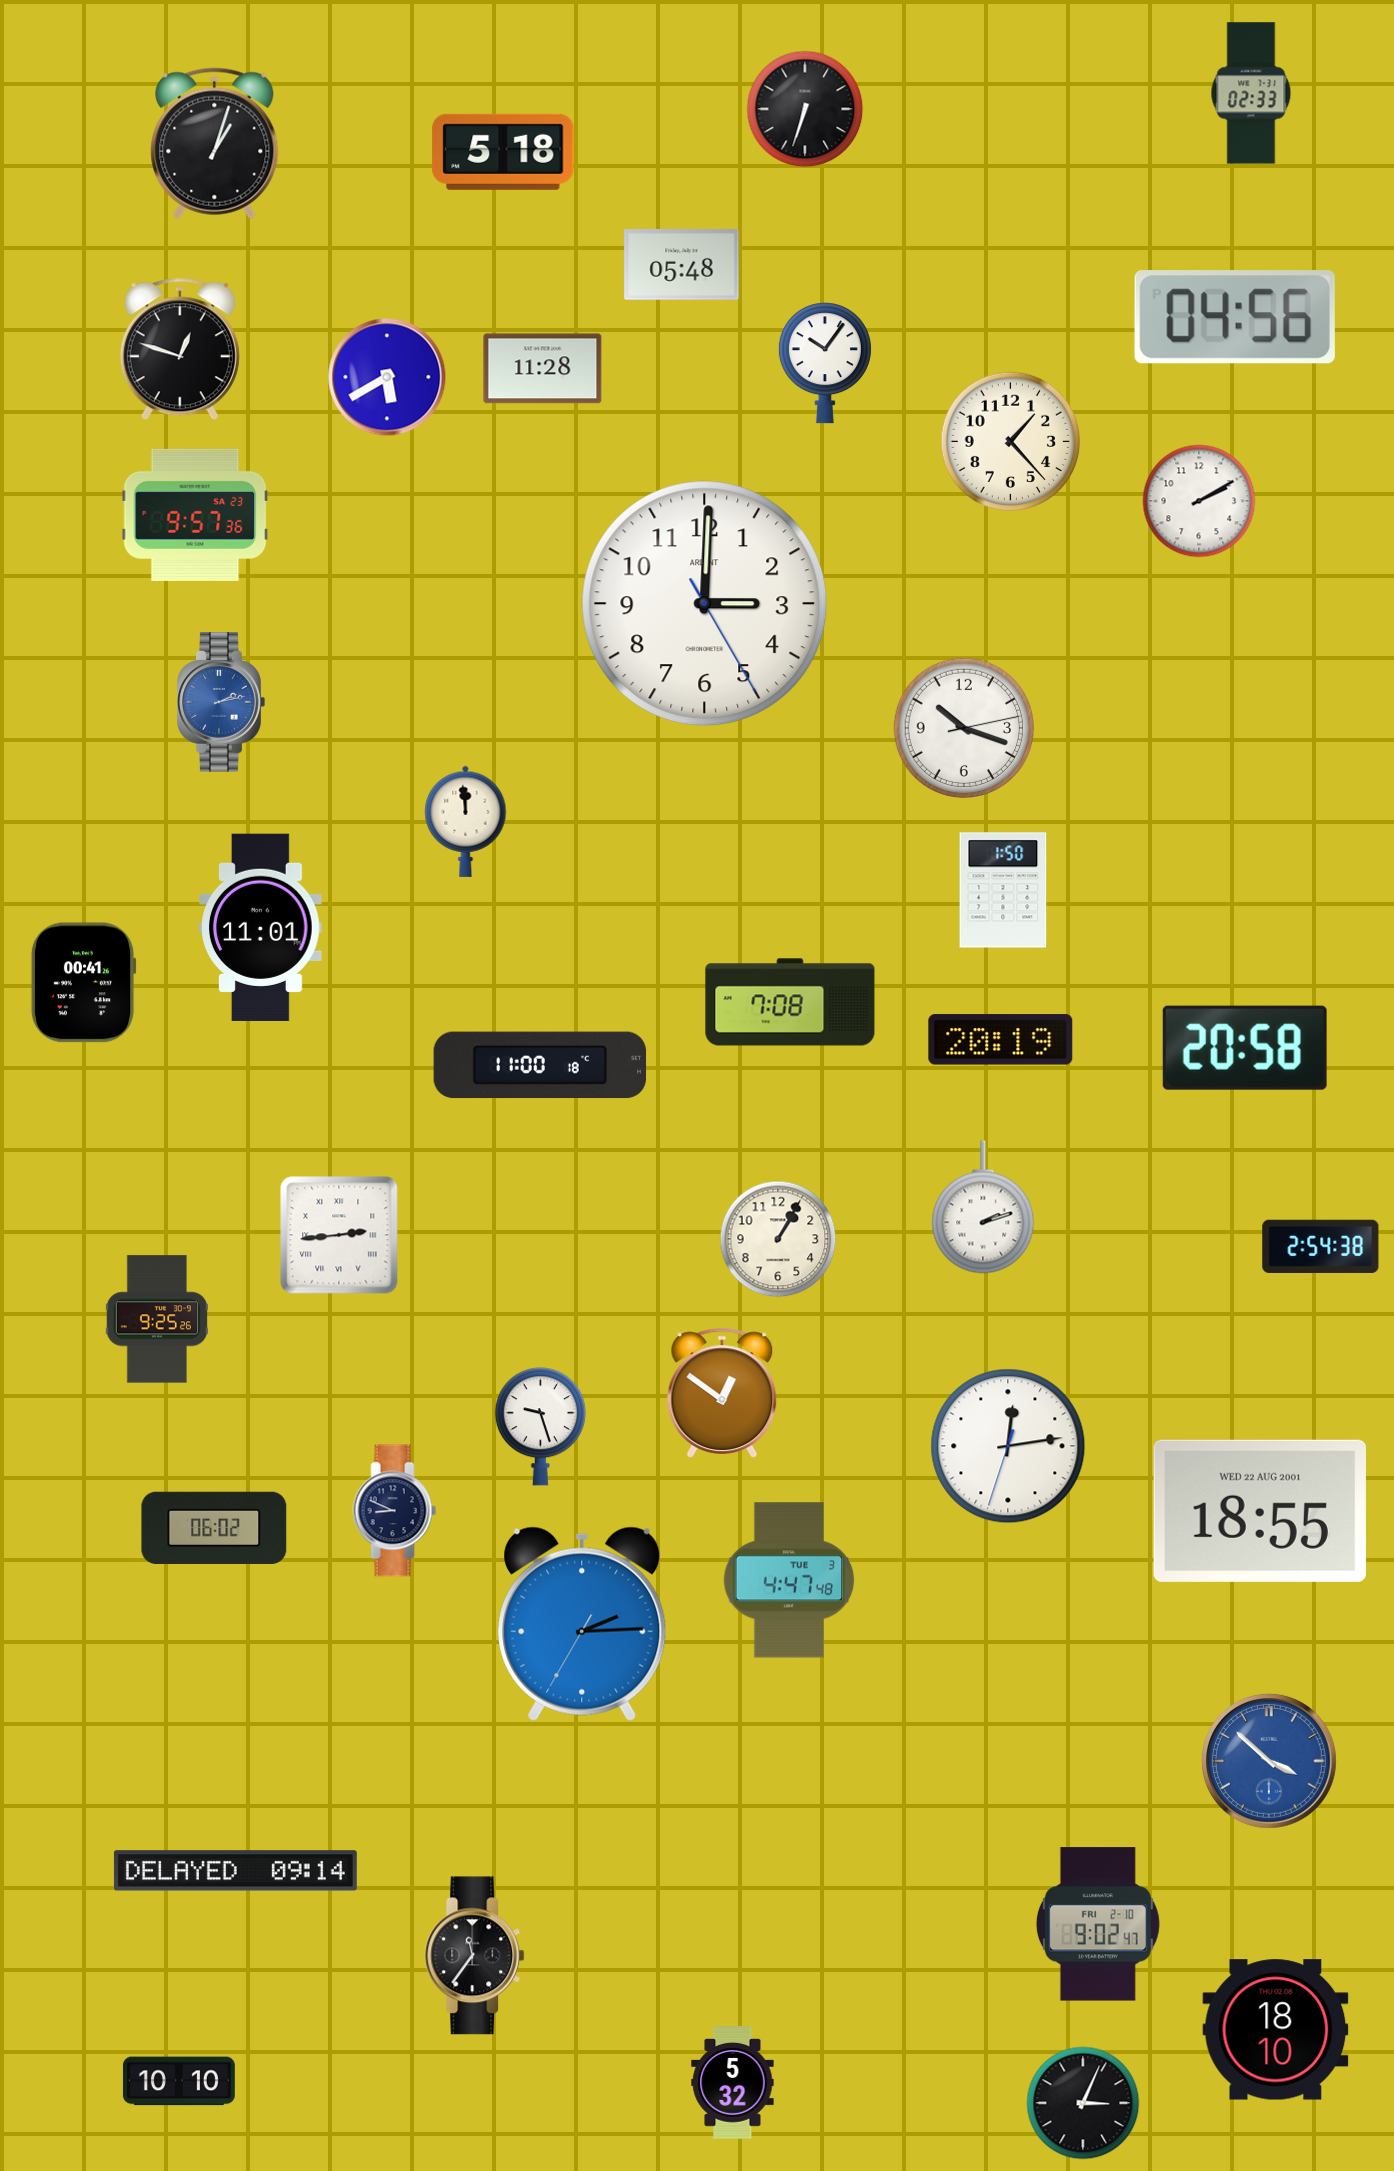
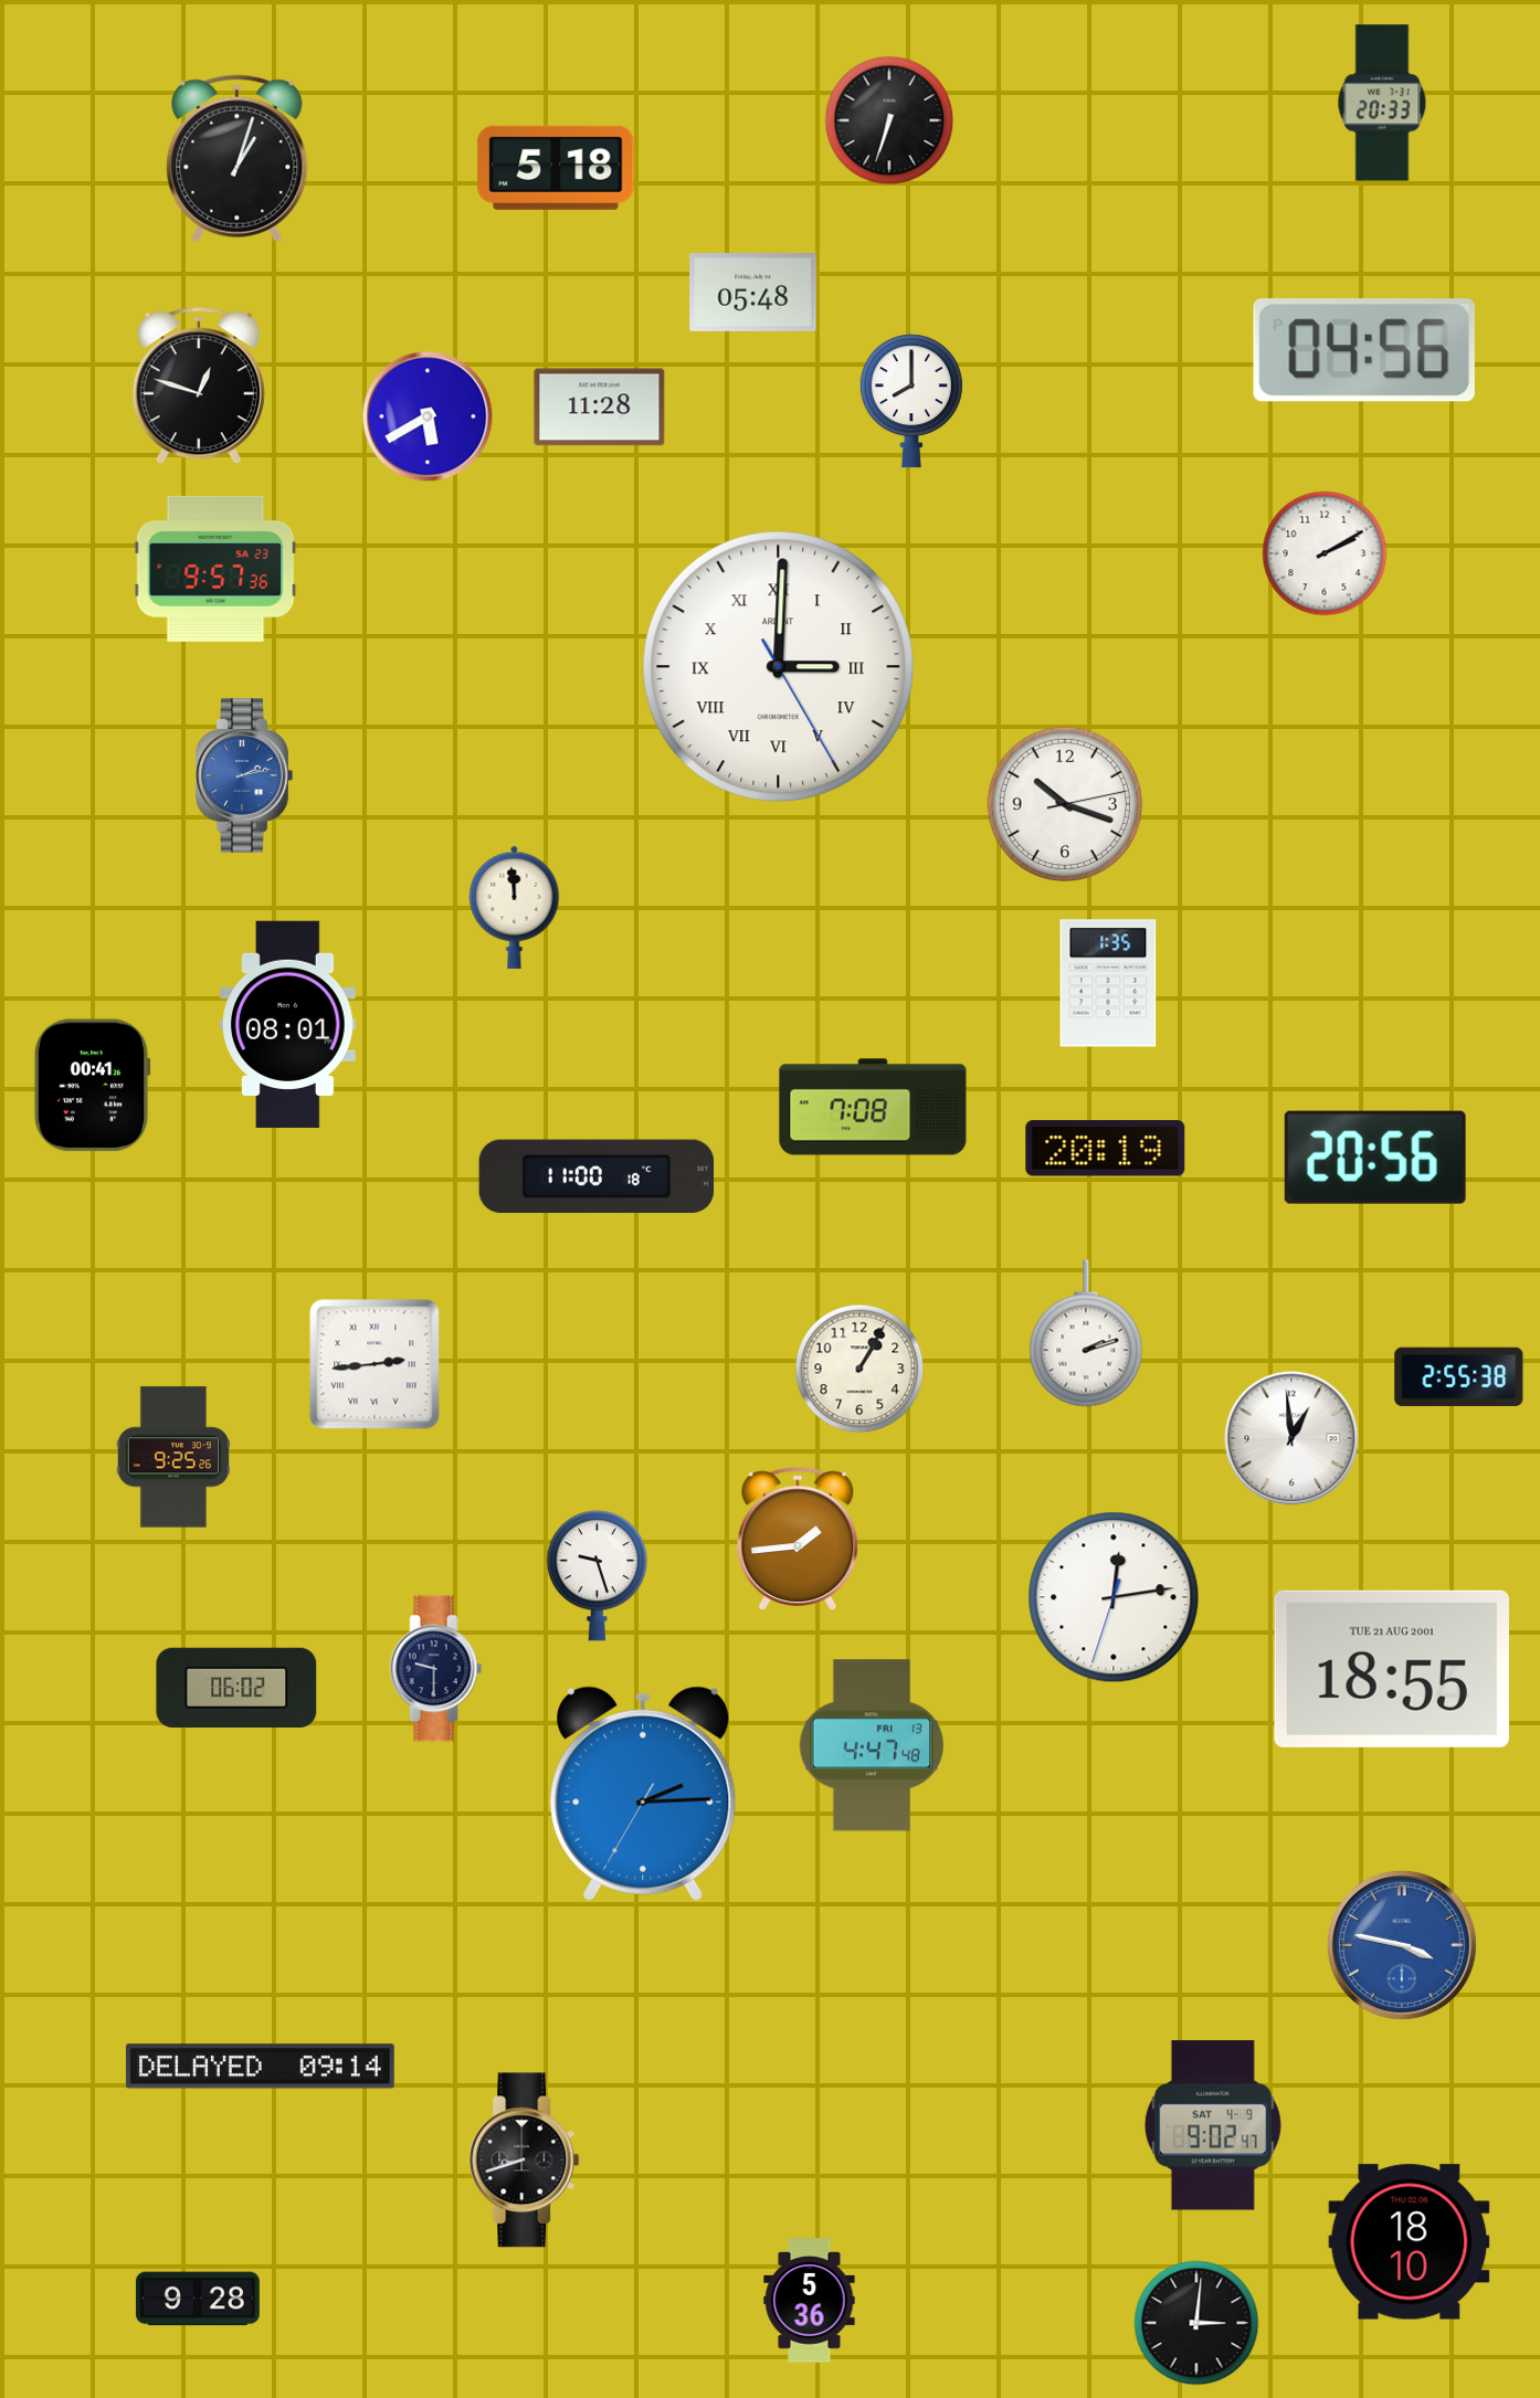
clock at (1251, 93): 02:33 -> 20:33
clock at (825, 363): 10:06 -> 8:00
clock at (1011, 442): 1:23 -> none
clock at (705, 604) numerals: Arabic -> Roman
clock at (1003, 890): 1:50 -> 1:35
clock at (261, 927): 11:01 -> 08:01
clock at (1245, 1048): 20:58 -> 20:56
clock at (1321, 1246): 2:54 -> 2:55
clock at (1291, 1438): none -> 12:59
clock at (722, 1393): 12:51 -> 1:44
clock at (395, 1511): 8:49 -> 9:30
clock at (1260, 1511) date: WED 22 AUG 2001 -> TUE 21 AUG 2001
clock at (789, 1580) date: TUE 3 -> FRI 13
clock at (1269, 1761): 3:52 -> 3:47
clock at (1098, 1924) date: FRI 2-10 -> SAT 4-9
clock at (475, 1956): 11:36 -> 8:42
clock at (179, 2081): 10:10 -> 9:28
clock at (733, 2083): 5:32 -> 5:36
clock at (1083, 2103): 3:04 -> 3:01
